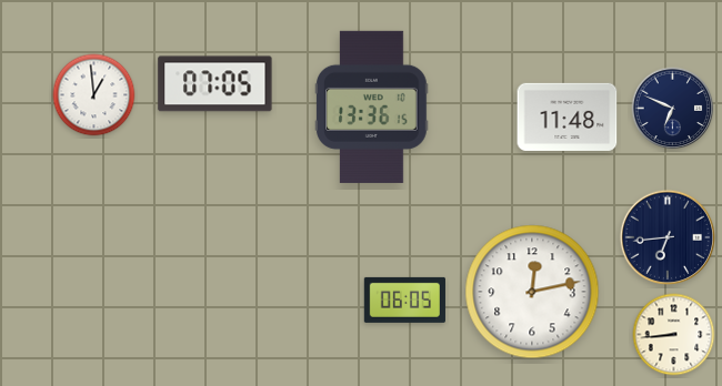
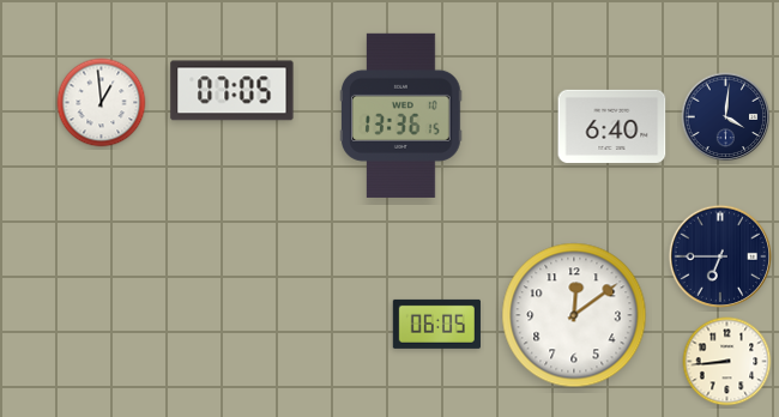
clock at (673, 109): 6:49 -> 4:01
clock at (568, 116): 11:48 -> 6:40
clock at (668, 236): 6:44 -> 6:45
clock at (532, 292): 12:13 -> 12:09
